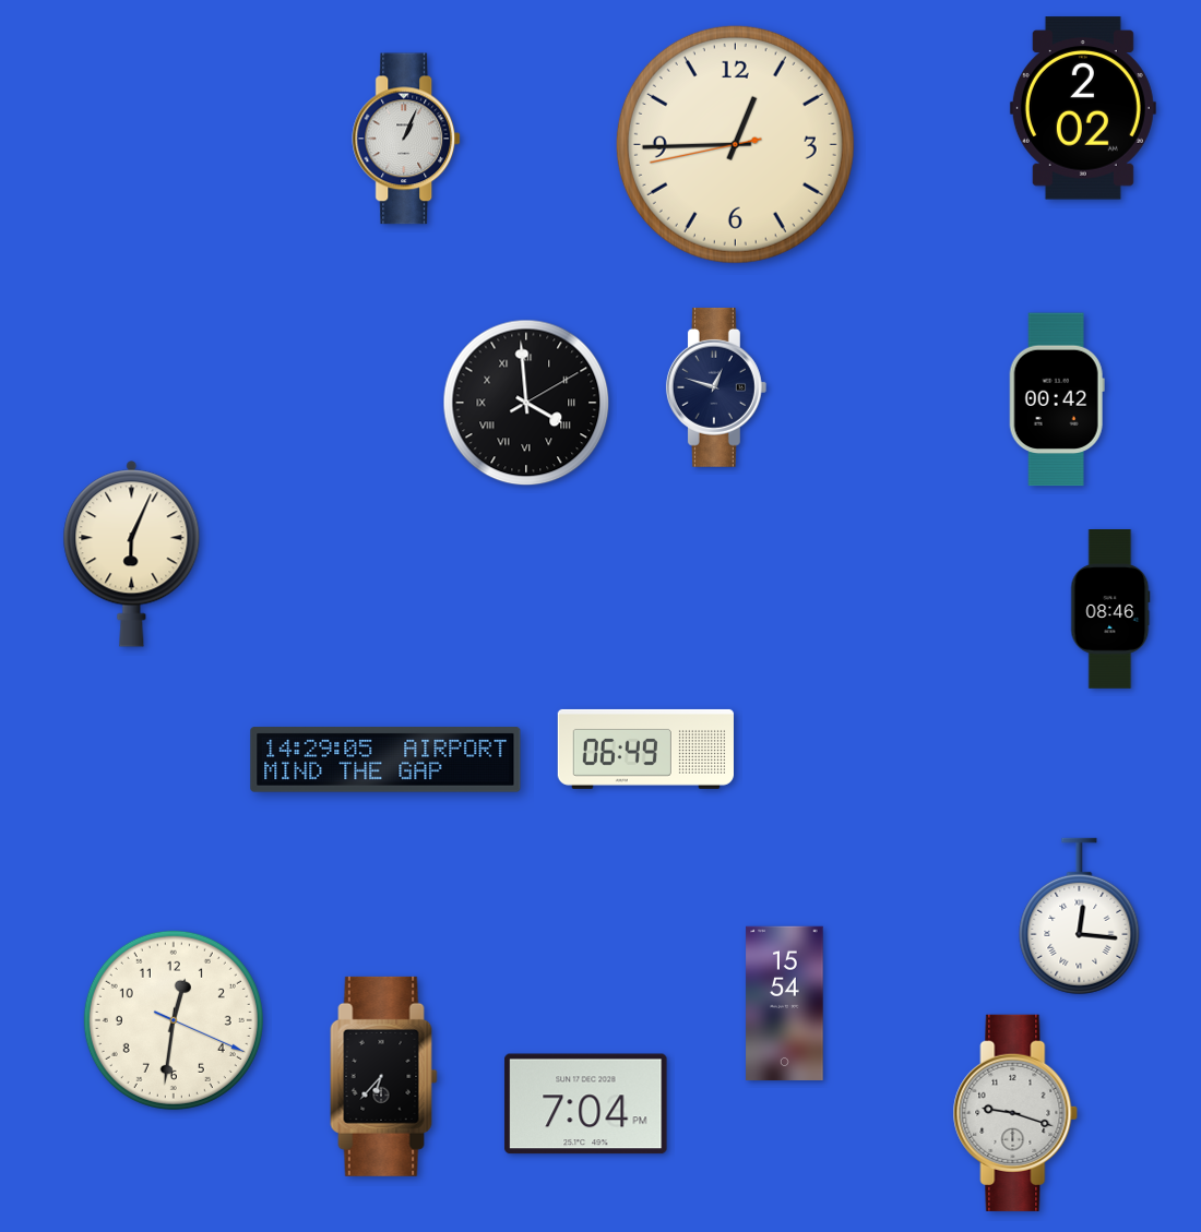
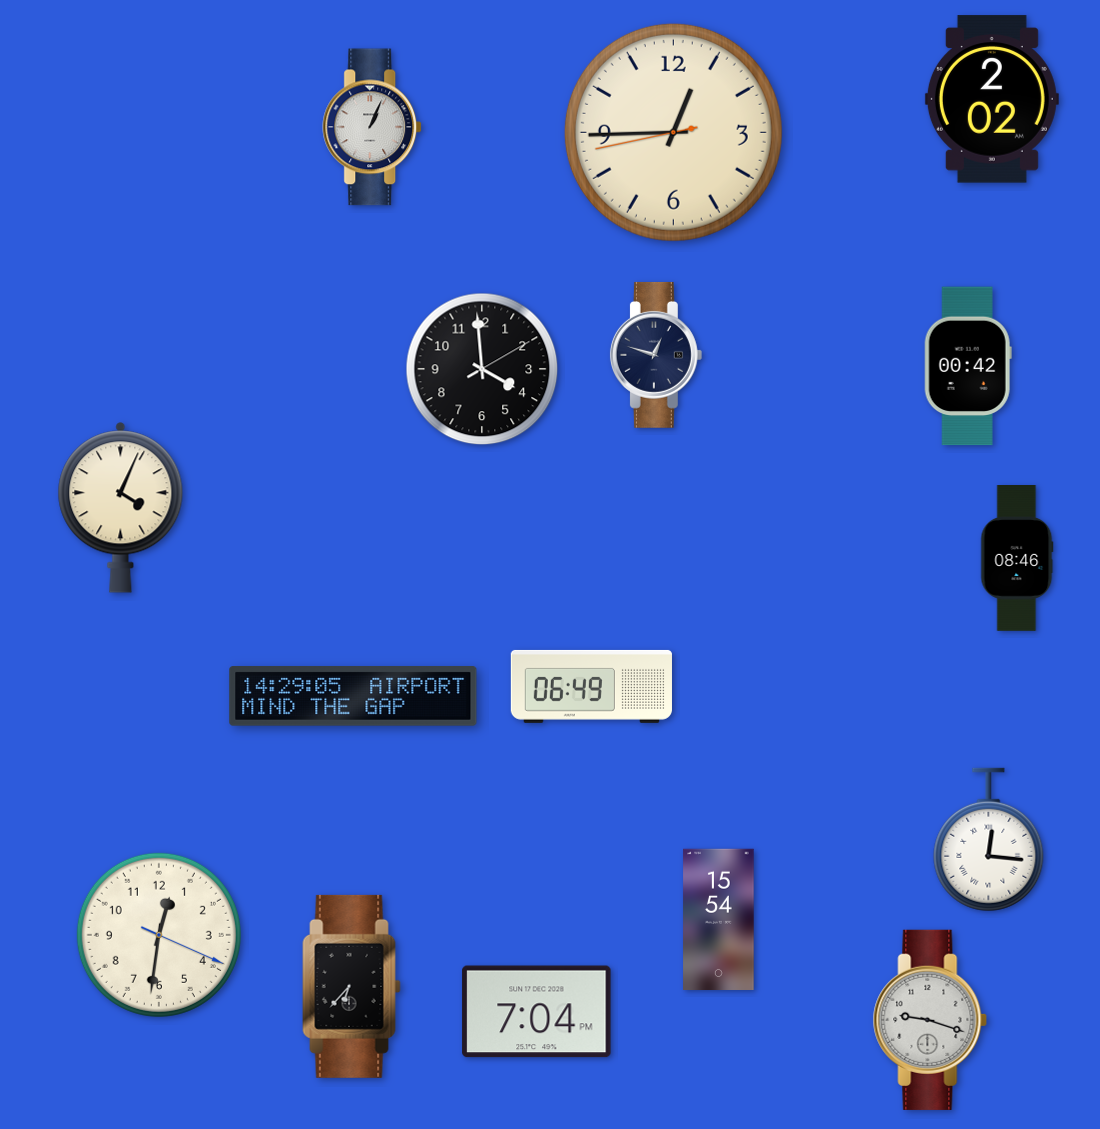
clock at (526, 403) numerals: Roman -> Arabic
clock at (132, 554): 6:04 -> 4:04
